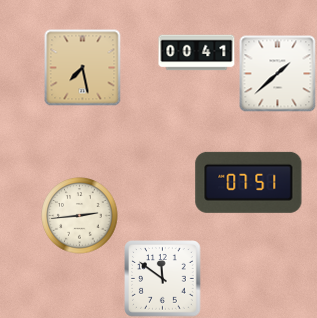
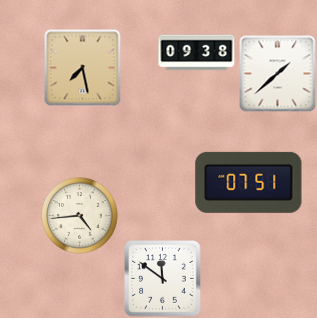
clock at (197, 53): 00:41 -> 09:38
clock at (80, 216): 2:44 -> 4:44
